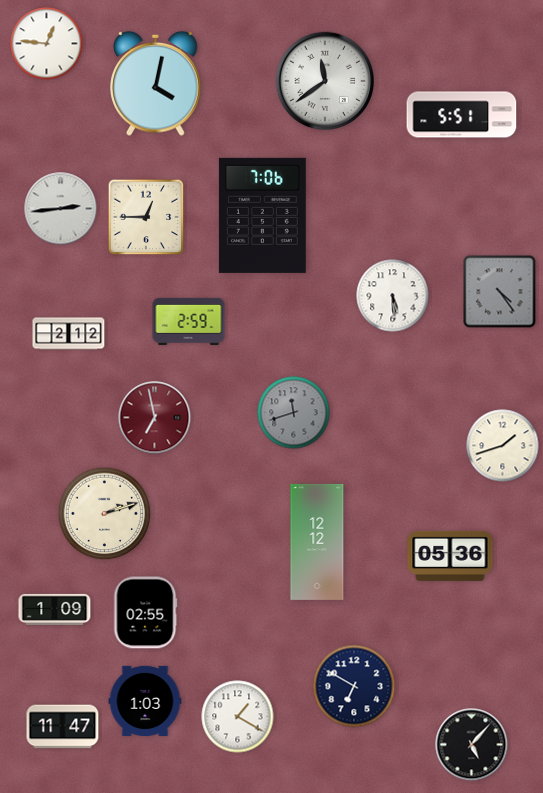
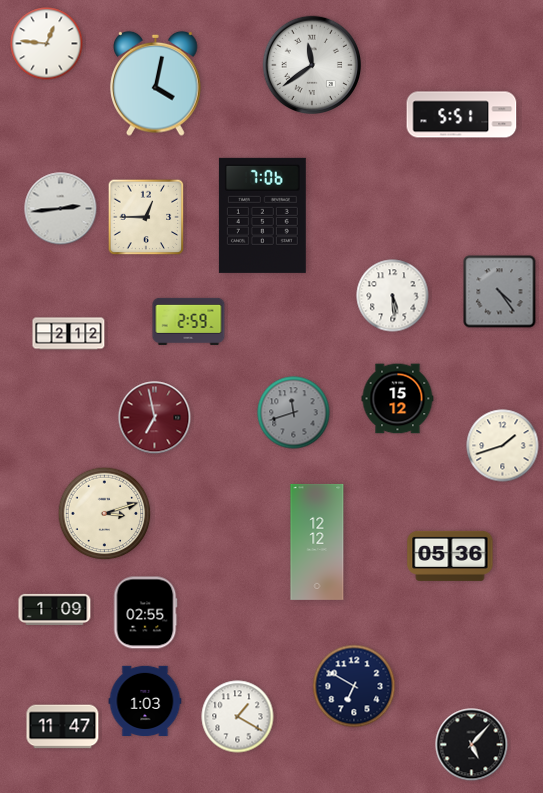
clock at (325, 81) position: (325, 81) -> (312, 65)
clock at (398, 399): none -> 15:12
clock at (105, 514): 2:12 -> 3:12
